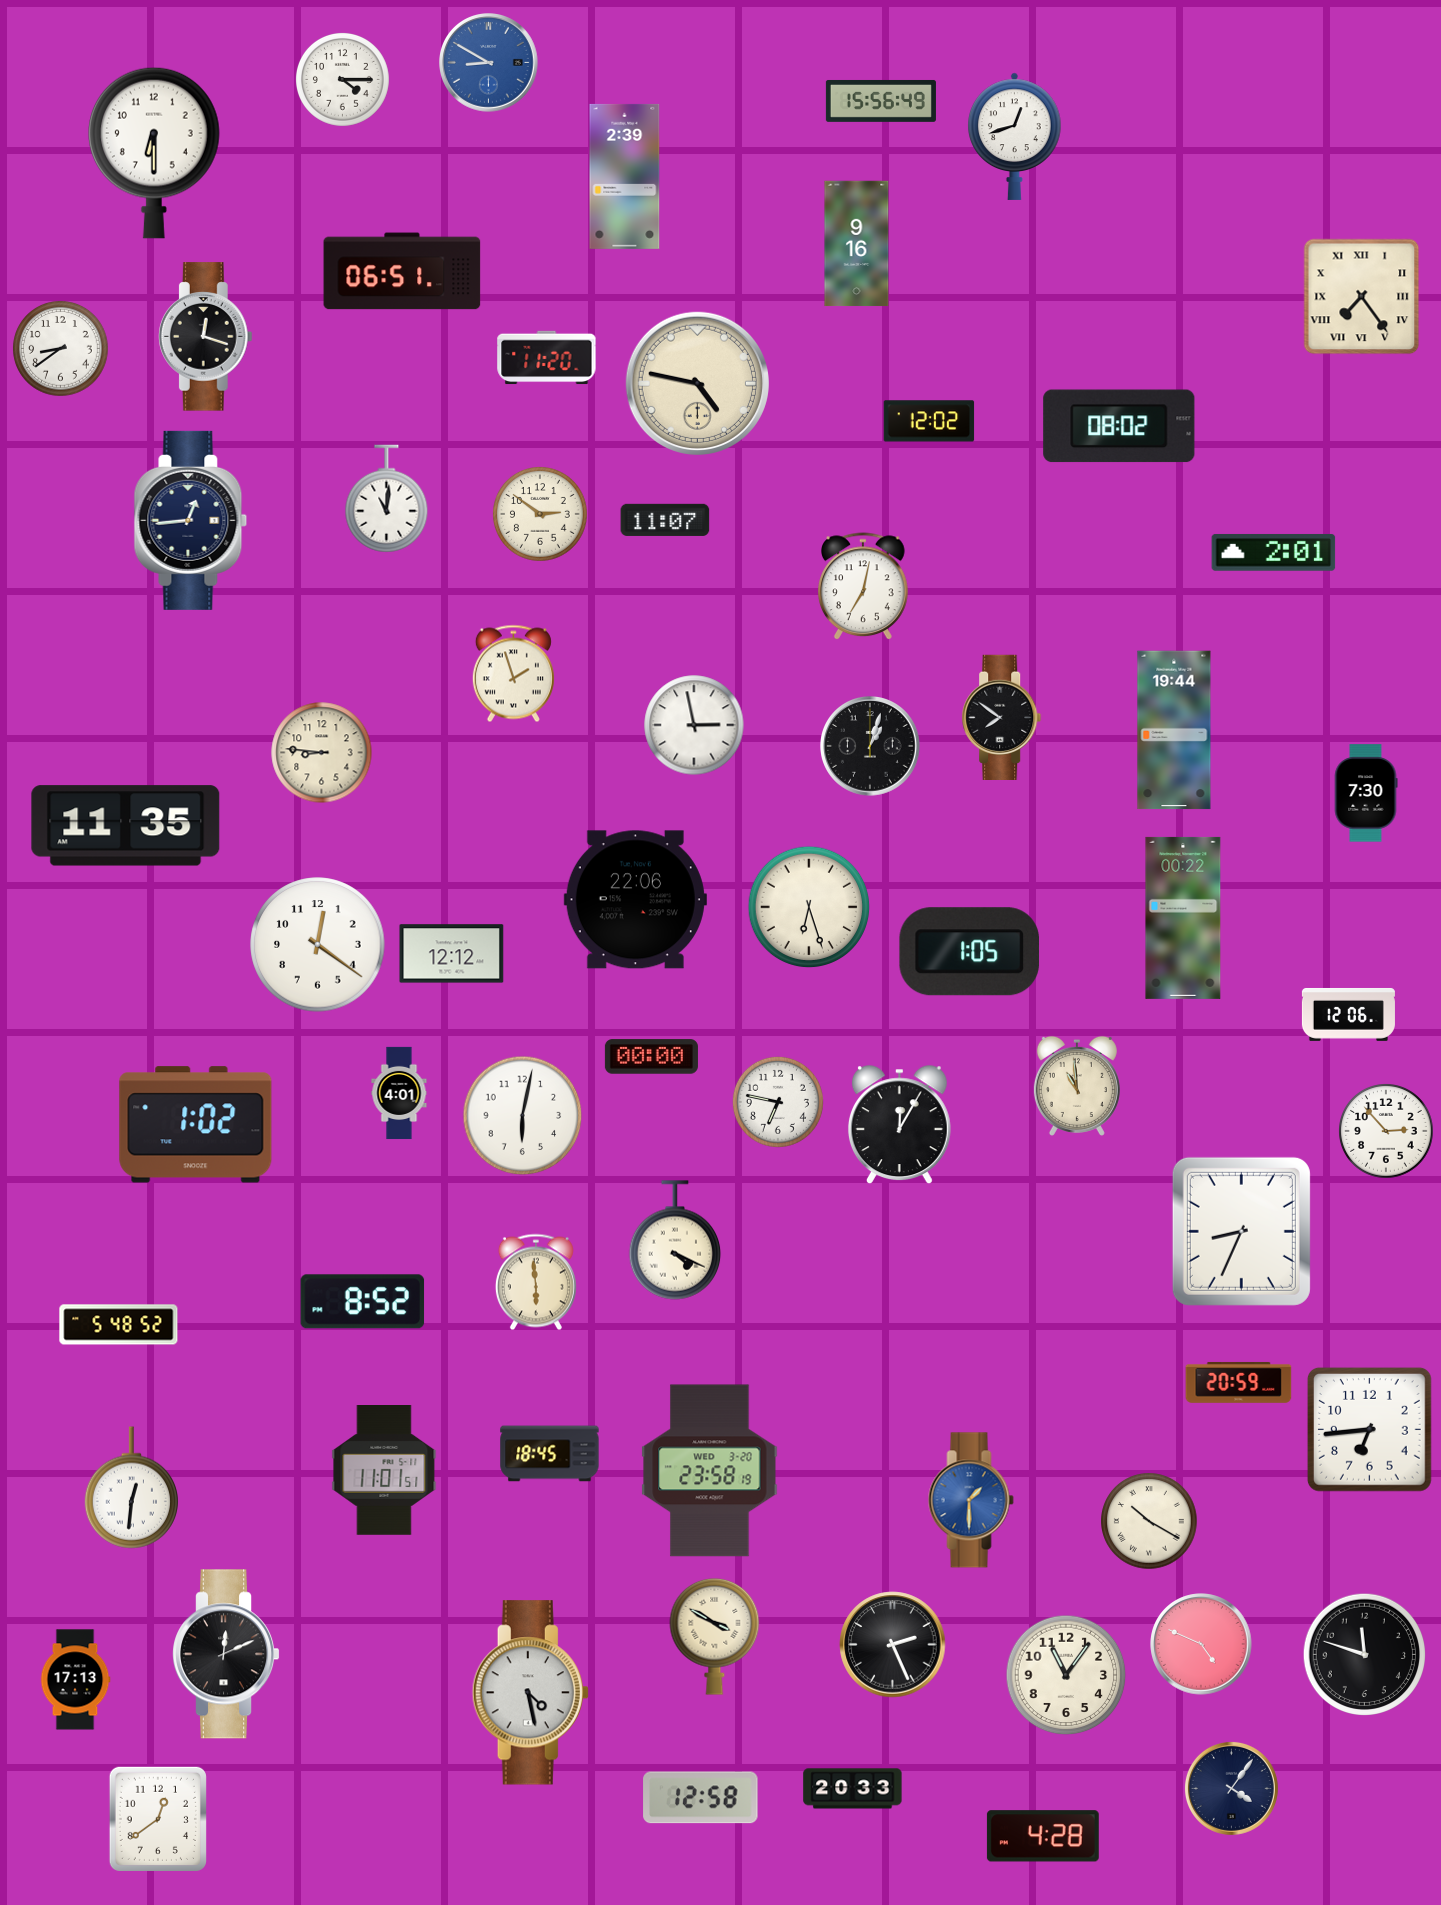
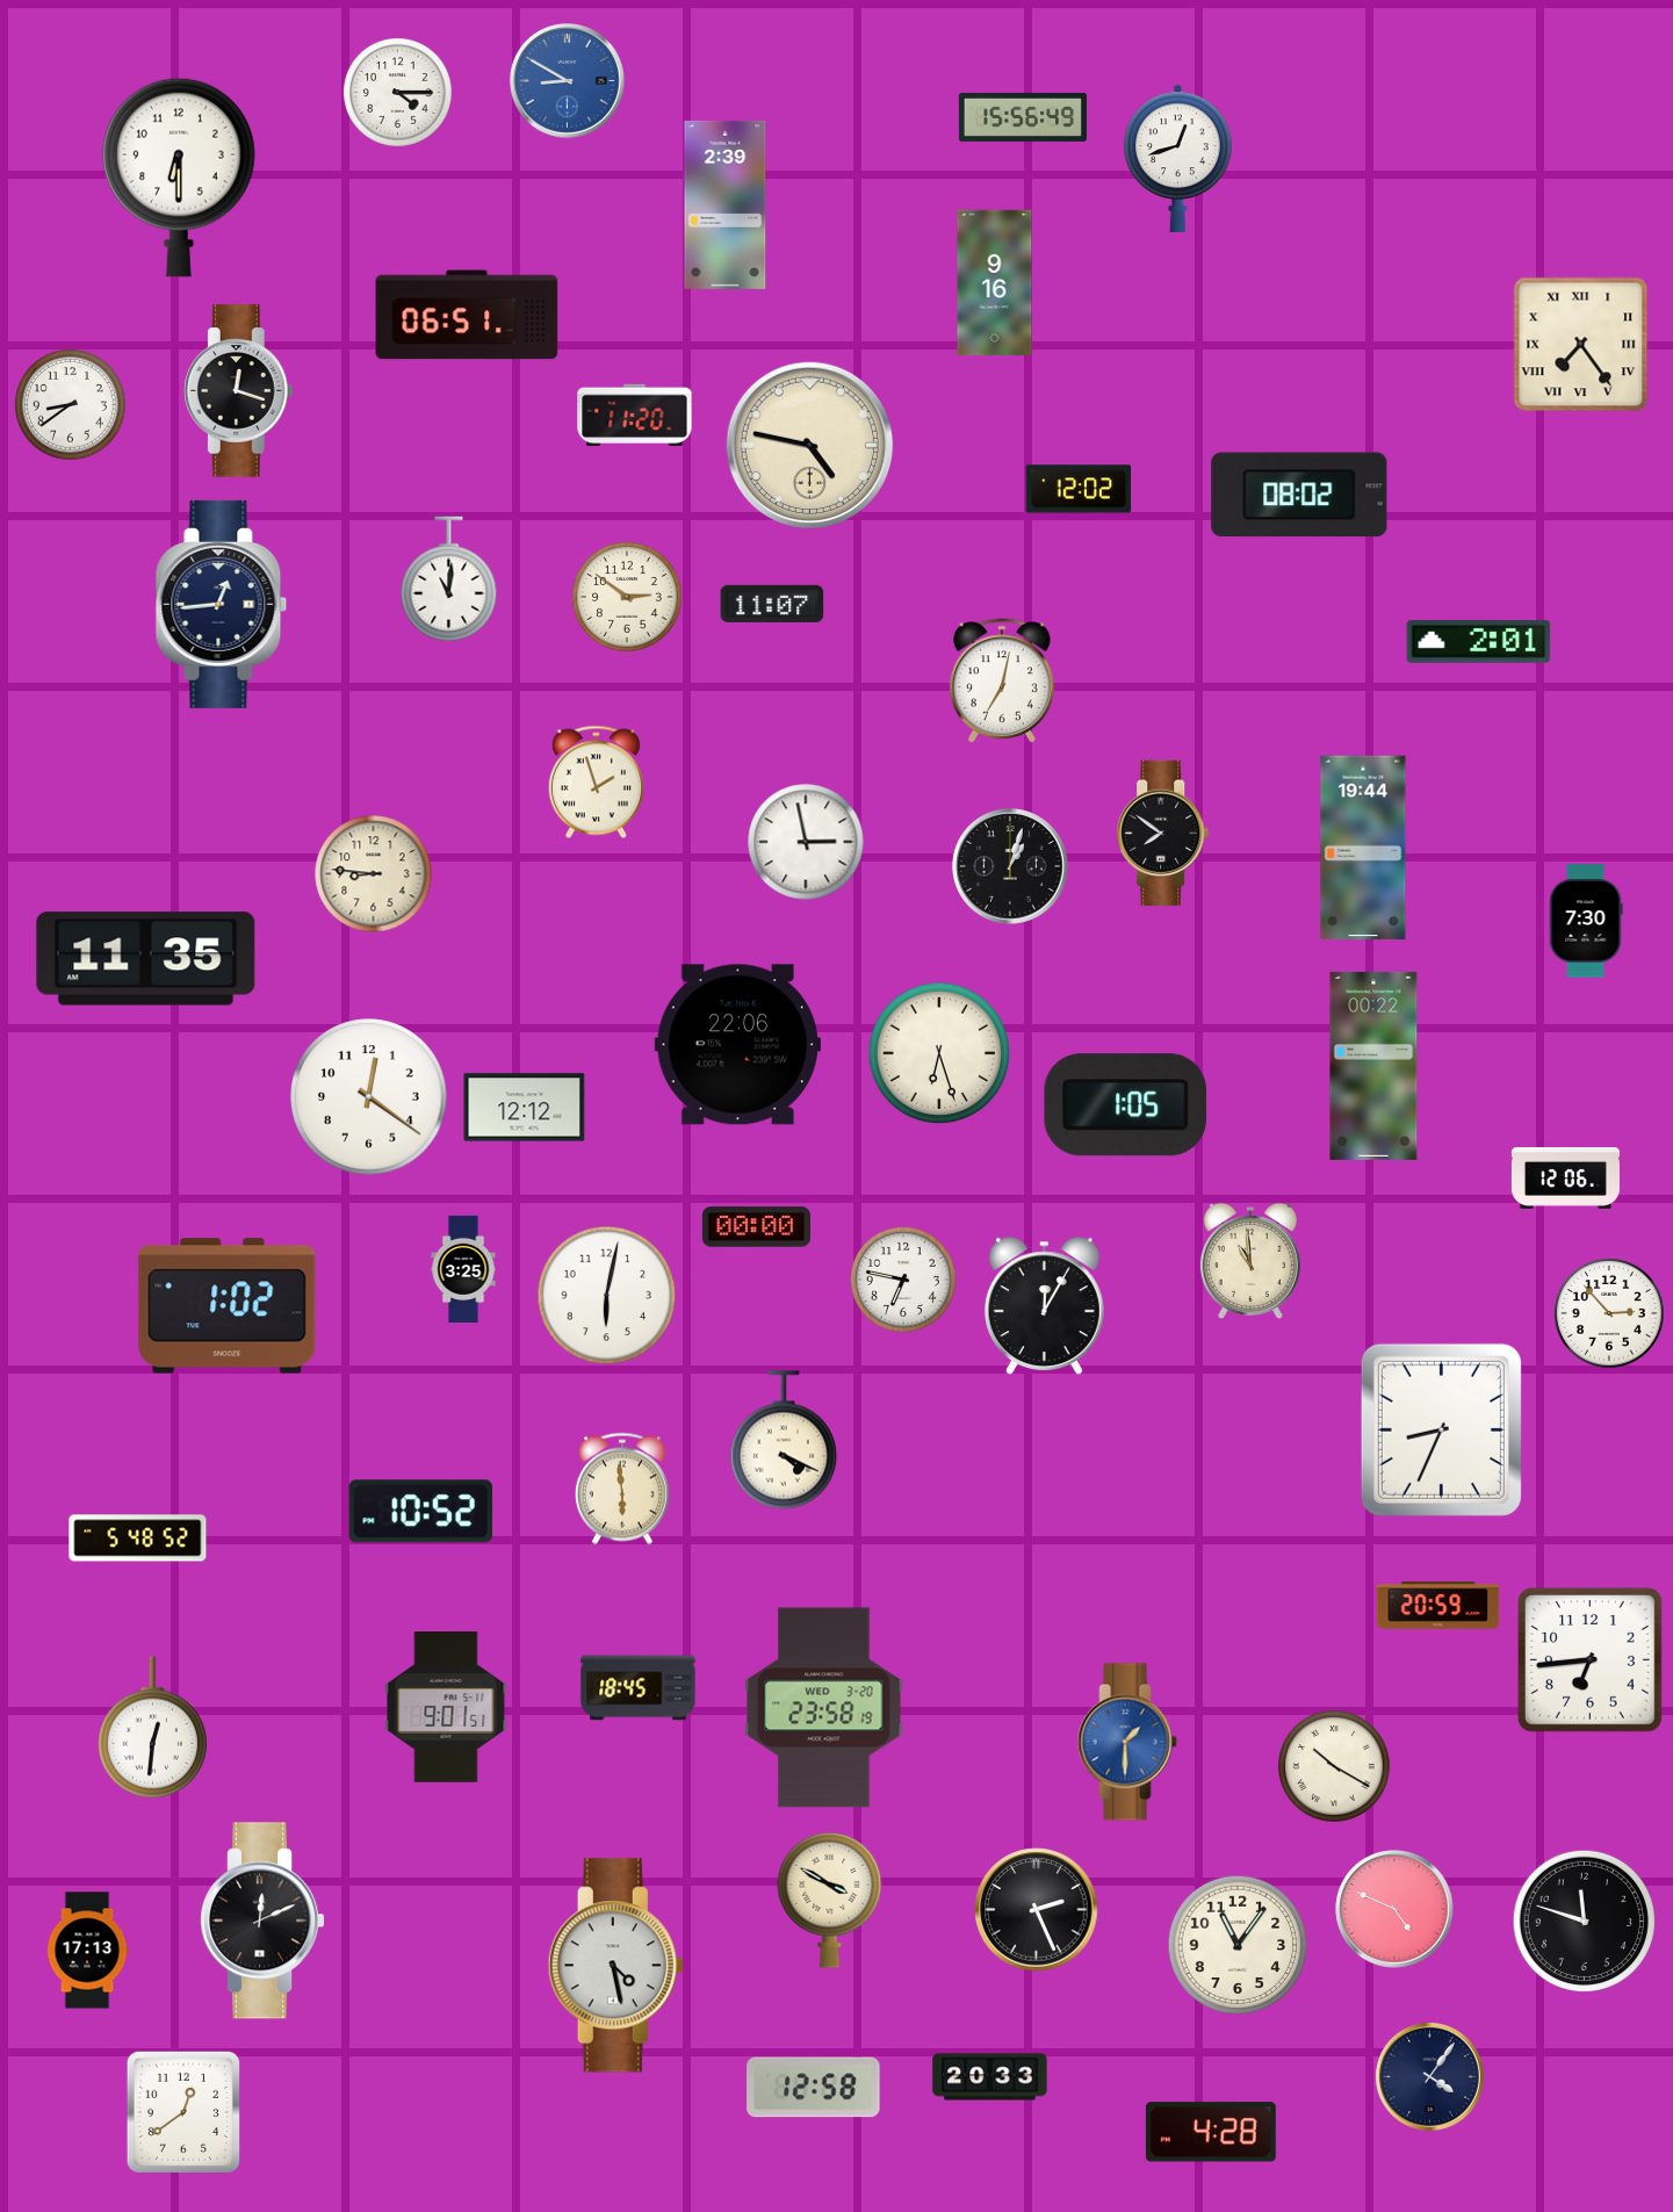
clock at (489, 63) position: (489, 63) -> (568, 81)
clock at (399, 1093): 4:01 -> 3:25
clock at (363, 1302): 8:52 -> 10:52
clock at (384, 1471): 11:01 -> 9:01
